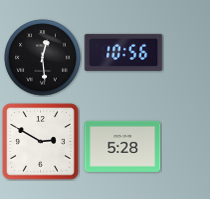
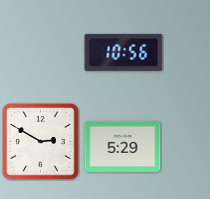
clock at (43, 58): 12:29 -> none
clock at (123, 146): 5:28 -> 5:29
